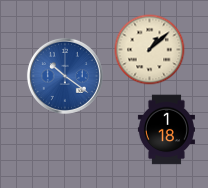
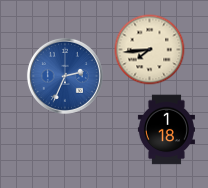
clock at (150, 50): 1:08 -> 7:44
clock at (65, 76): 10:21 -> 2:34
